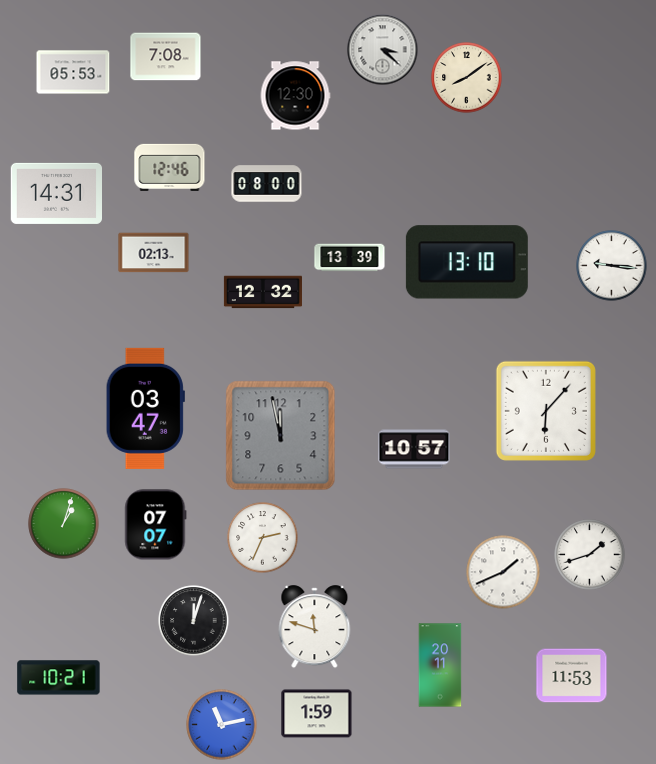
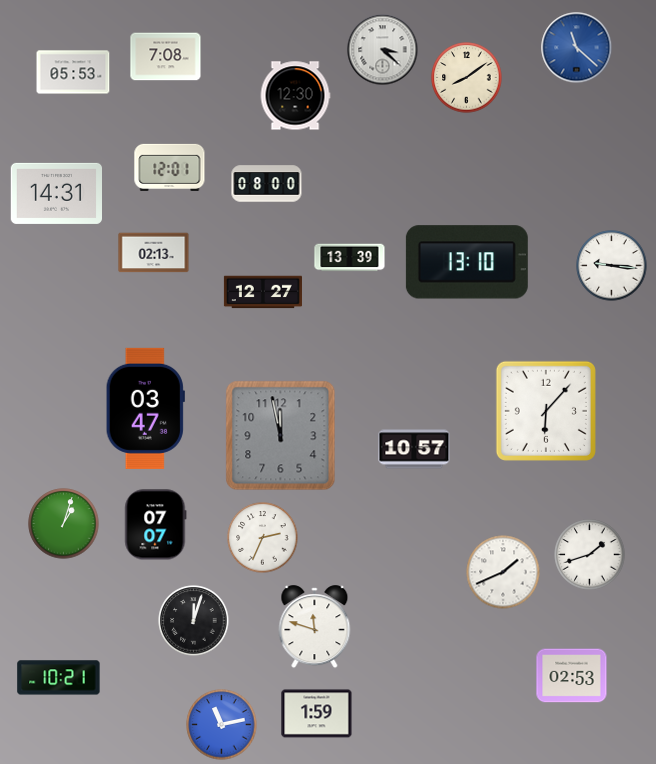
clock at (577, 48): none -> 11:22
clock at (170, 167): 12:46 -> 12:01
clock at (263, 292): 12:32 -> 12:27
clock at (440, 665): 20:11 -> none
clock at (572, 676): 11:53 -> 02:53
